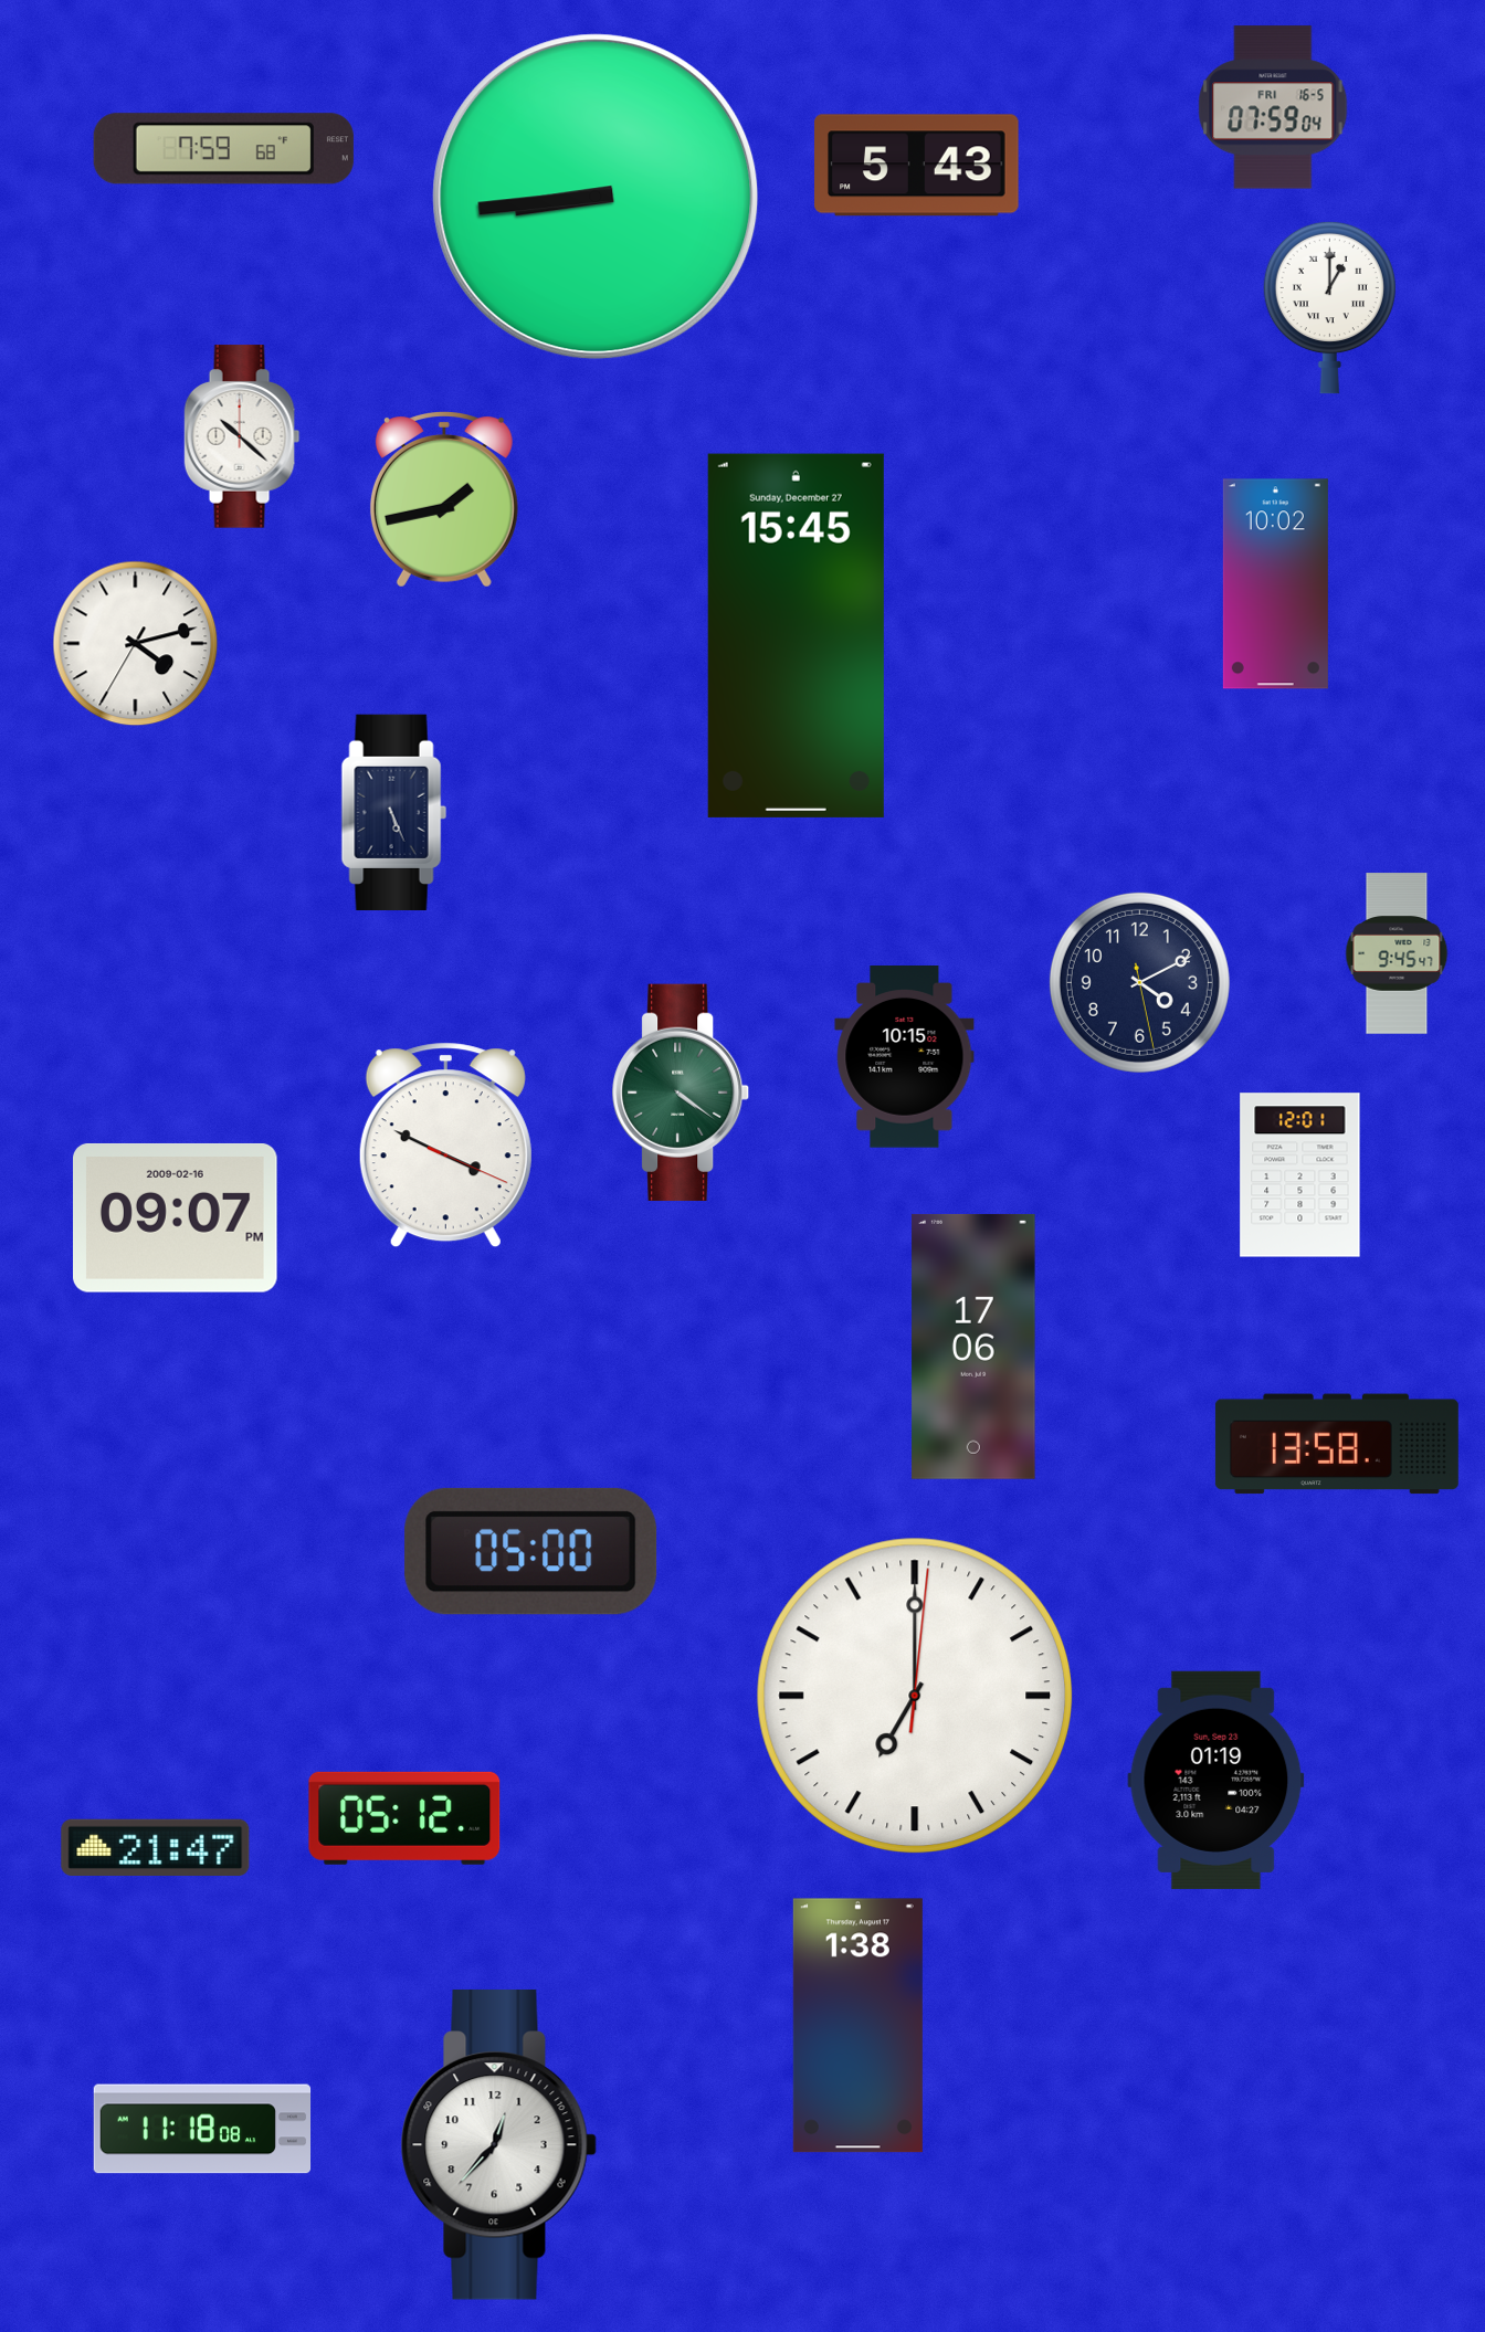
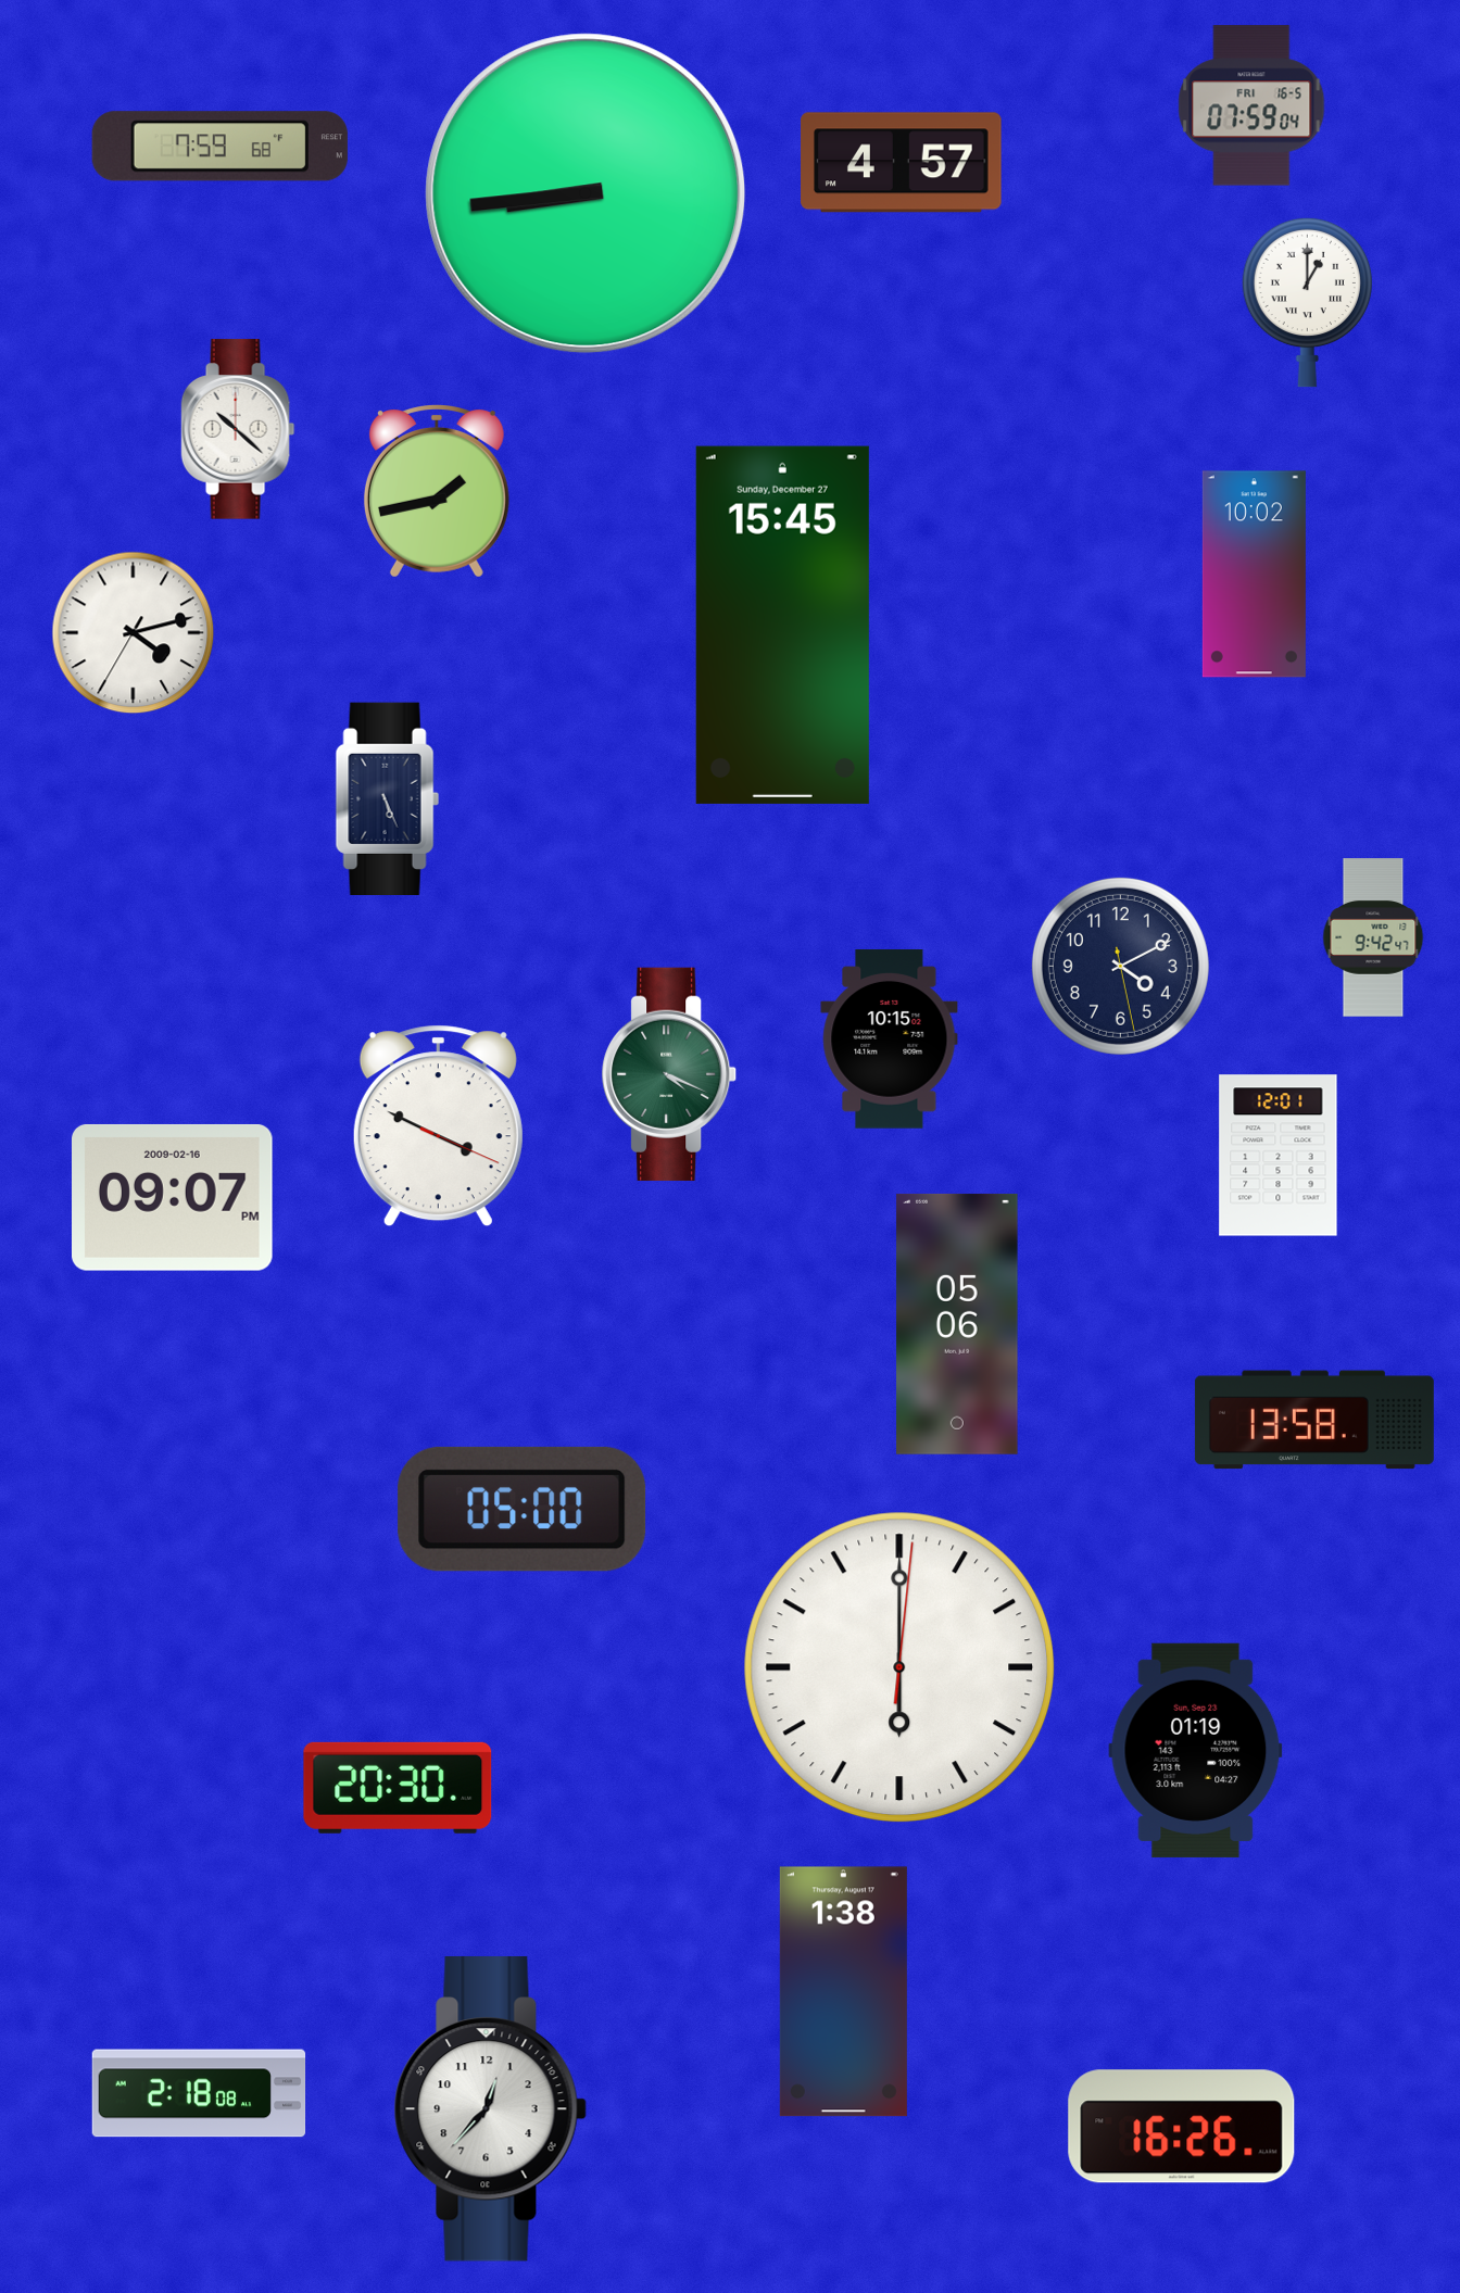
clock at (917, 166): 5:43 -> 4:57
clock at (1397, 953): 9:45 -> 9:42
clock at (682, 1093): 4:21 -> 4:19
clock at (973, 1347): 17:06 -> 05:06
clock at (531, 1551) position: (531, 1551) -> (523, 1509)
clock at (915, 1696): 7:00 -> 6:00
clock at (404, 1818): 05:12 -> 20:30
clock at (156, 1847): 21:47 -> none
clock at (202, 2129): 11:18 -> 2:18
clock at (1182, 2127): none -> 16:26
